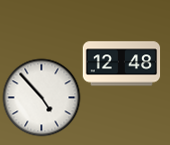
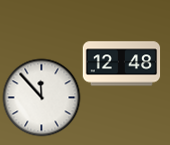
clock at (41, 97): 4:53 -> 11:53
